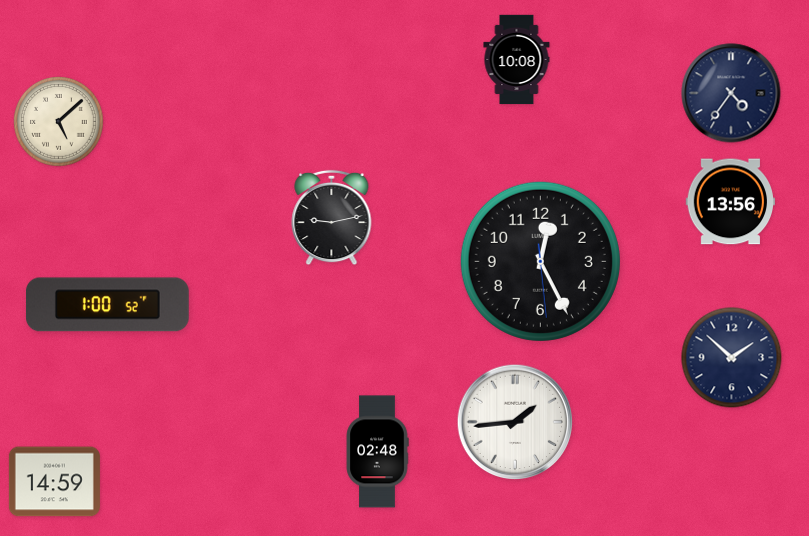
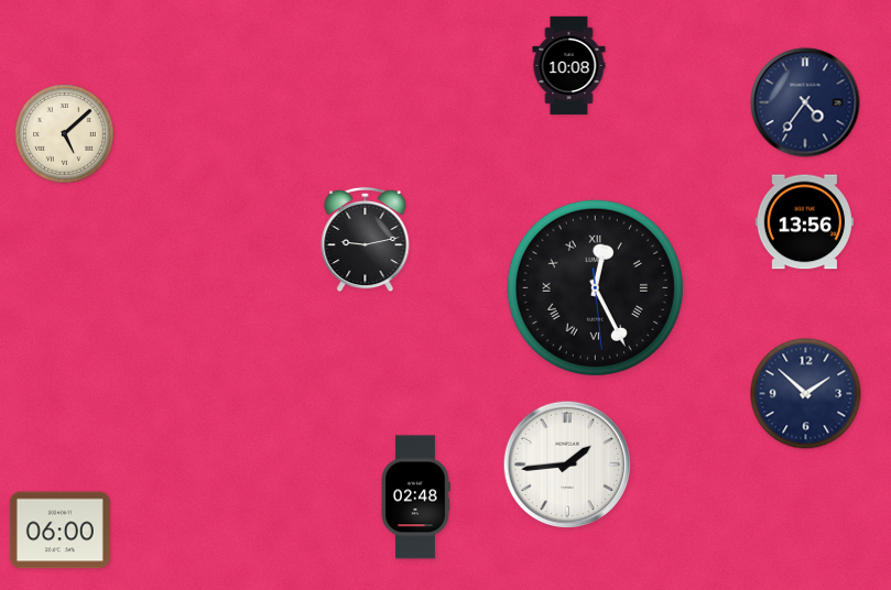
clock at (540, 261) numerals: Arabic -> Roman
clock at (107, 305): 1:00 -> none
clock at (54, 482): 14:59 -> 06:00
